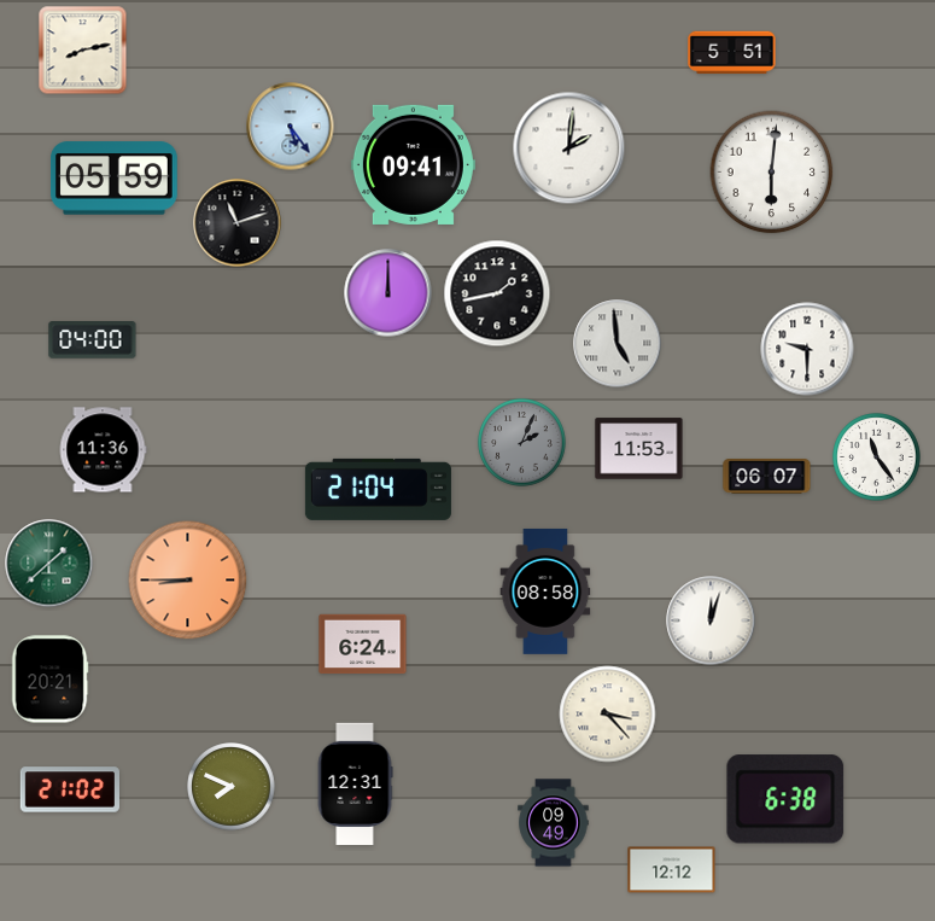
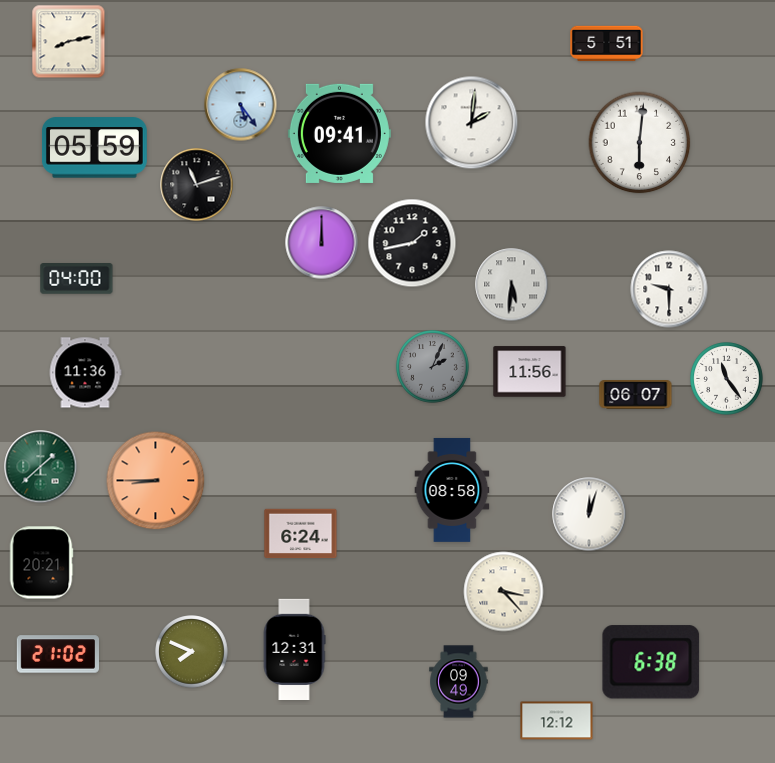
clock at (413, 164) position: (413, 164) -> (339, 133)
clock at (93, 340) position: (93, 340) -> (77, 279)
clock at (618, 344): 4:59 -> 5:31
clock at (639, 449): 11:53 -> 11:56
clock at (378, 489): 21:04 -> none
